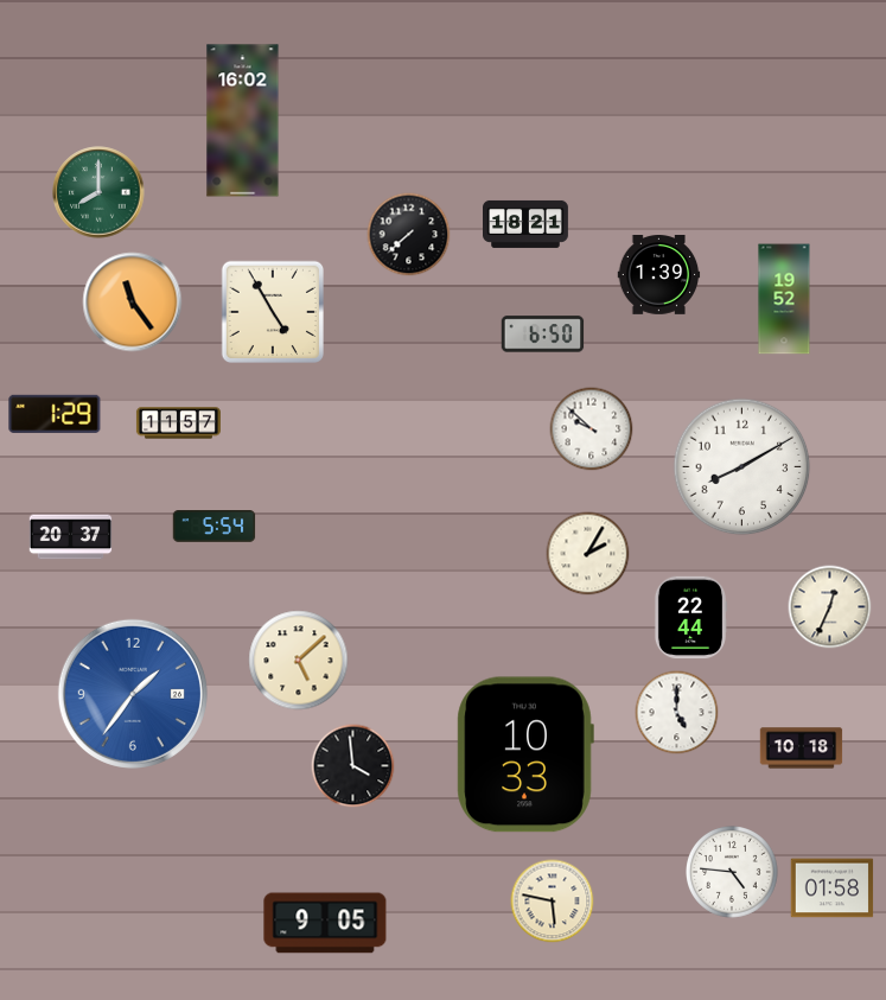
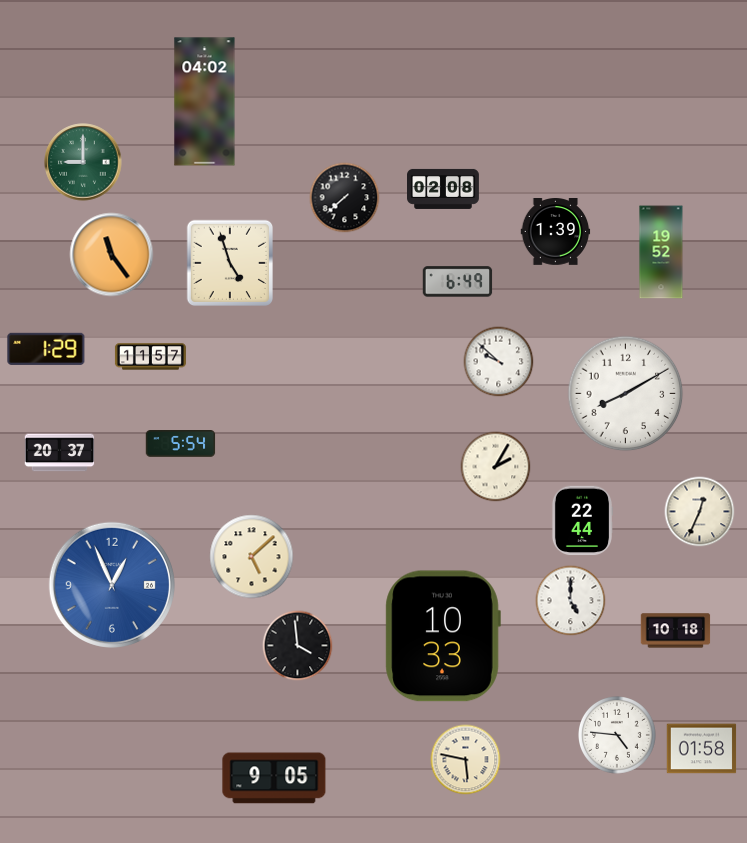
clock at (243, 121): 16:02 -> 04:02
clock at (98, 192): 8:00 -> 9:00
clock at (527, 224): 18:21 -> 02:08
clock at (272, 311): 4:55 -> 4:57
clock at (543, 335): 6:50 -> 6:49
clock at (133, 694): 1:36 -> 12:56
